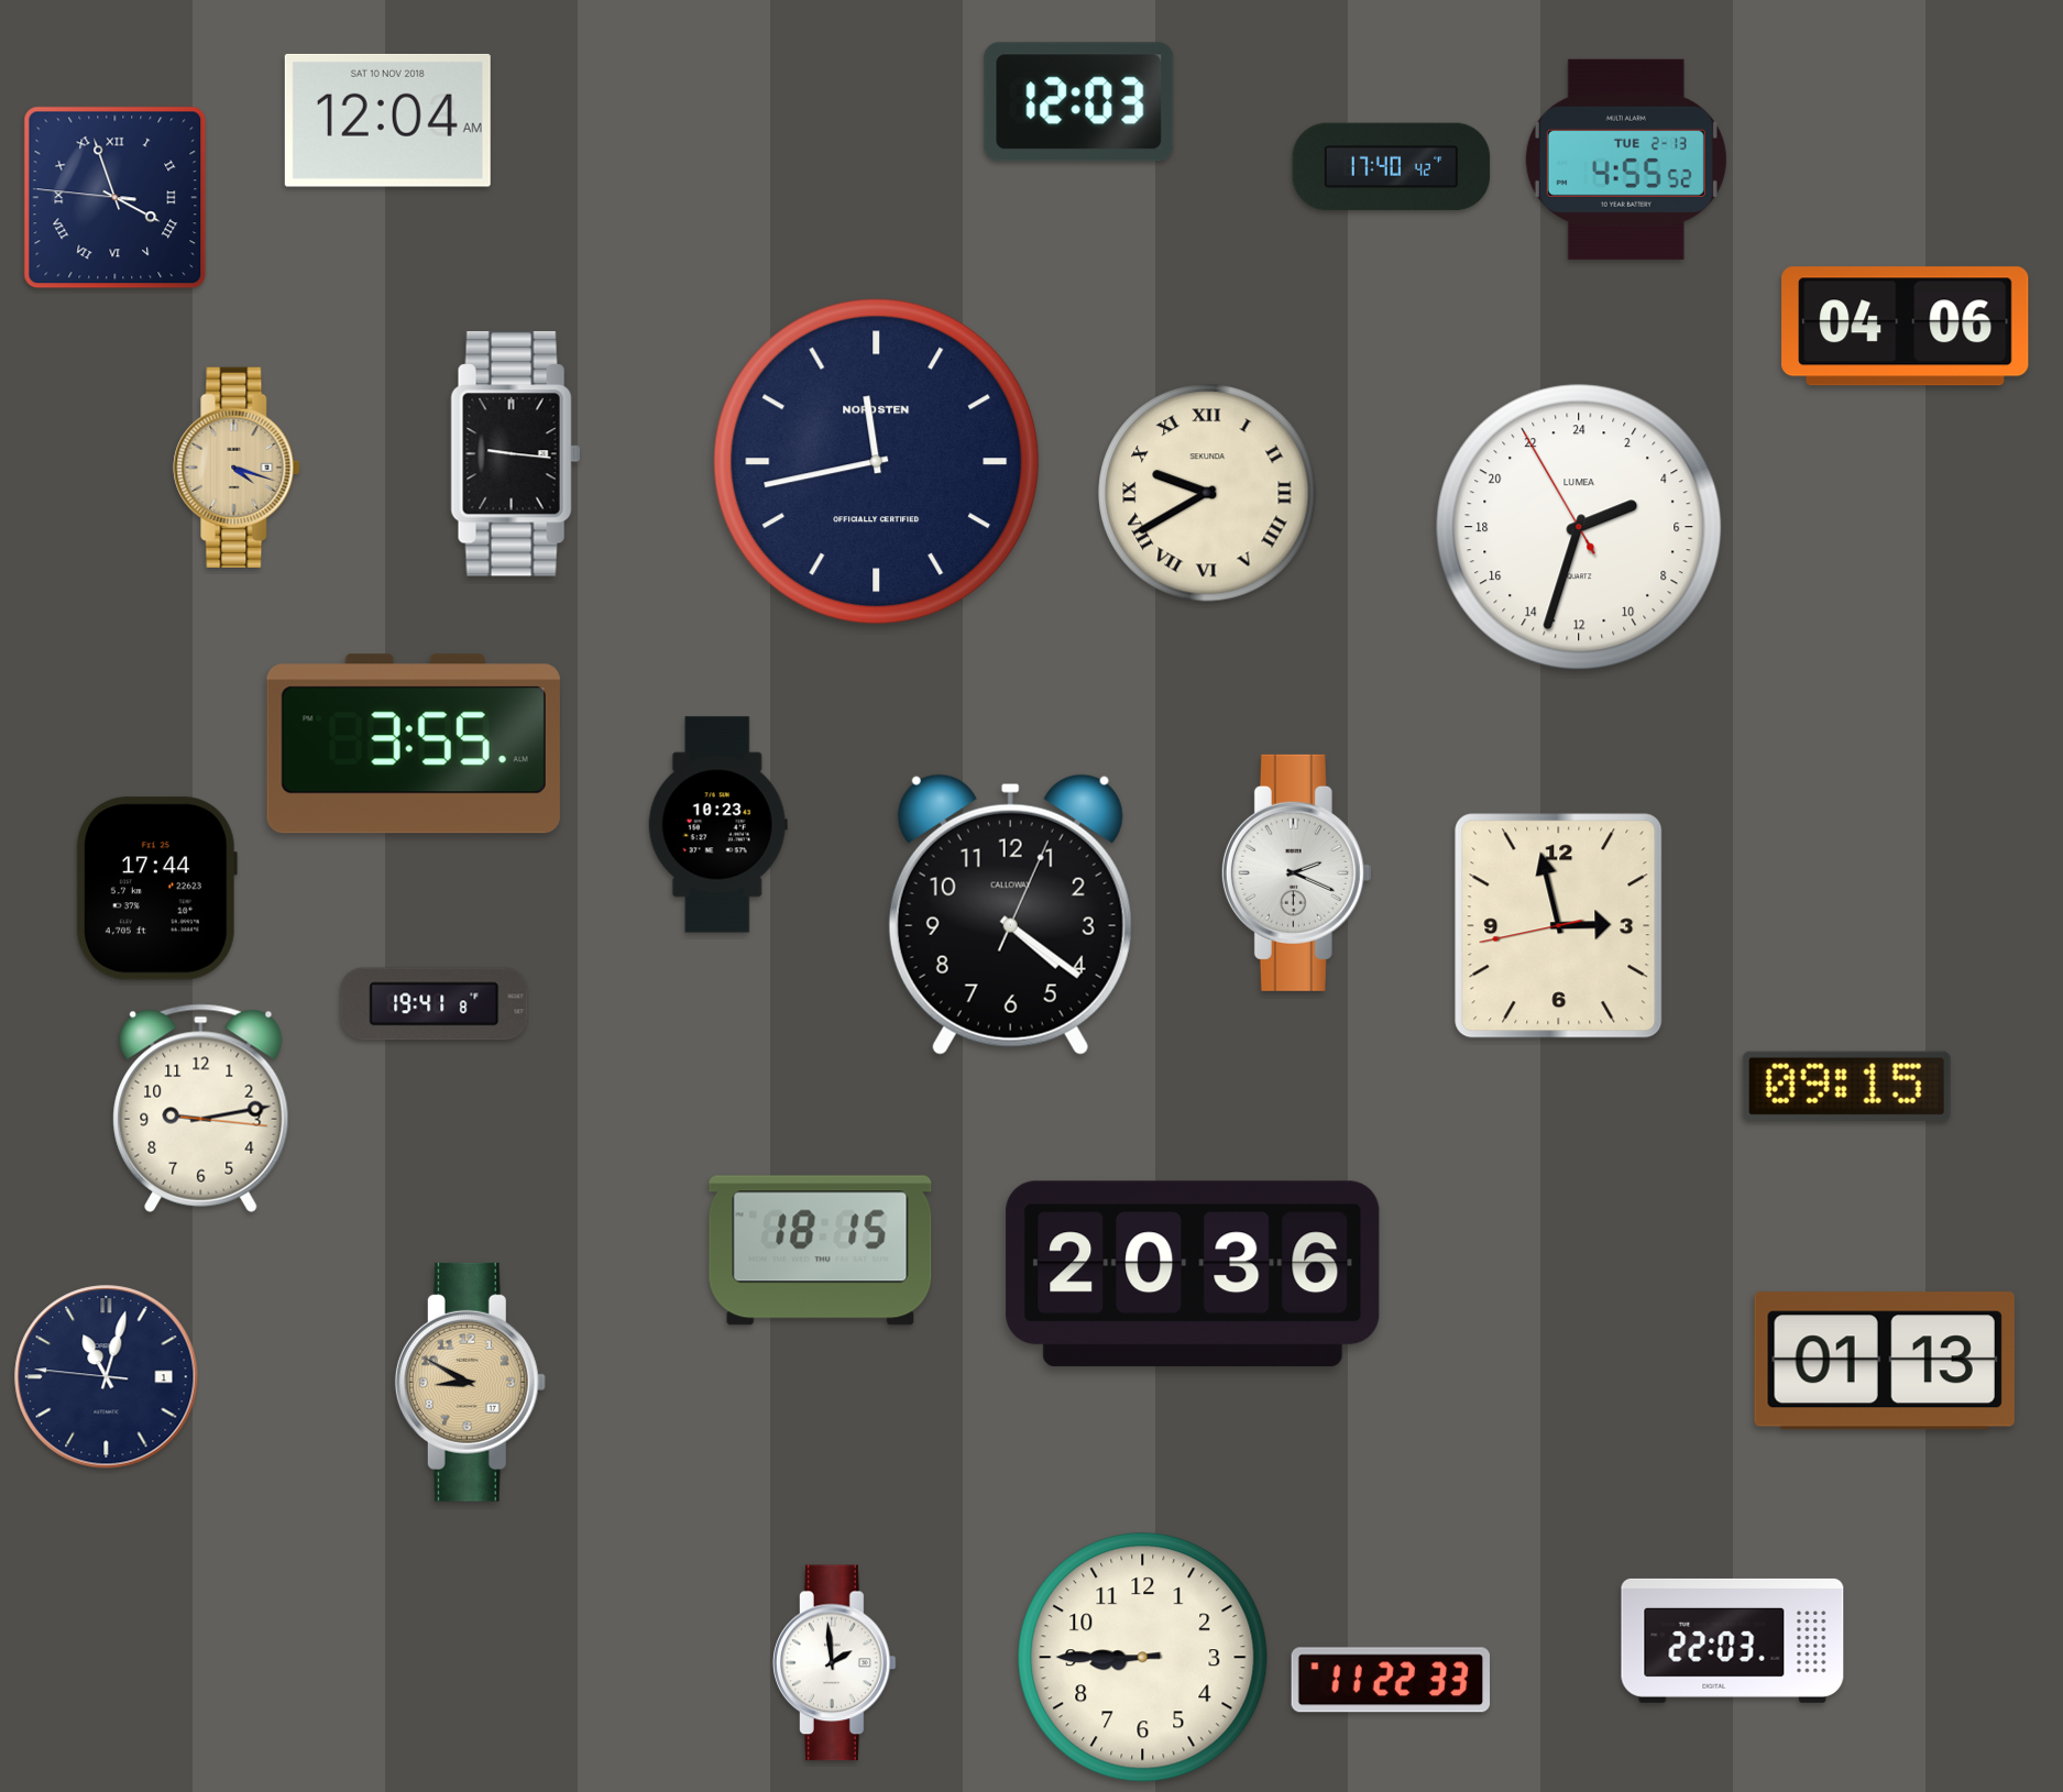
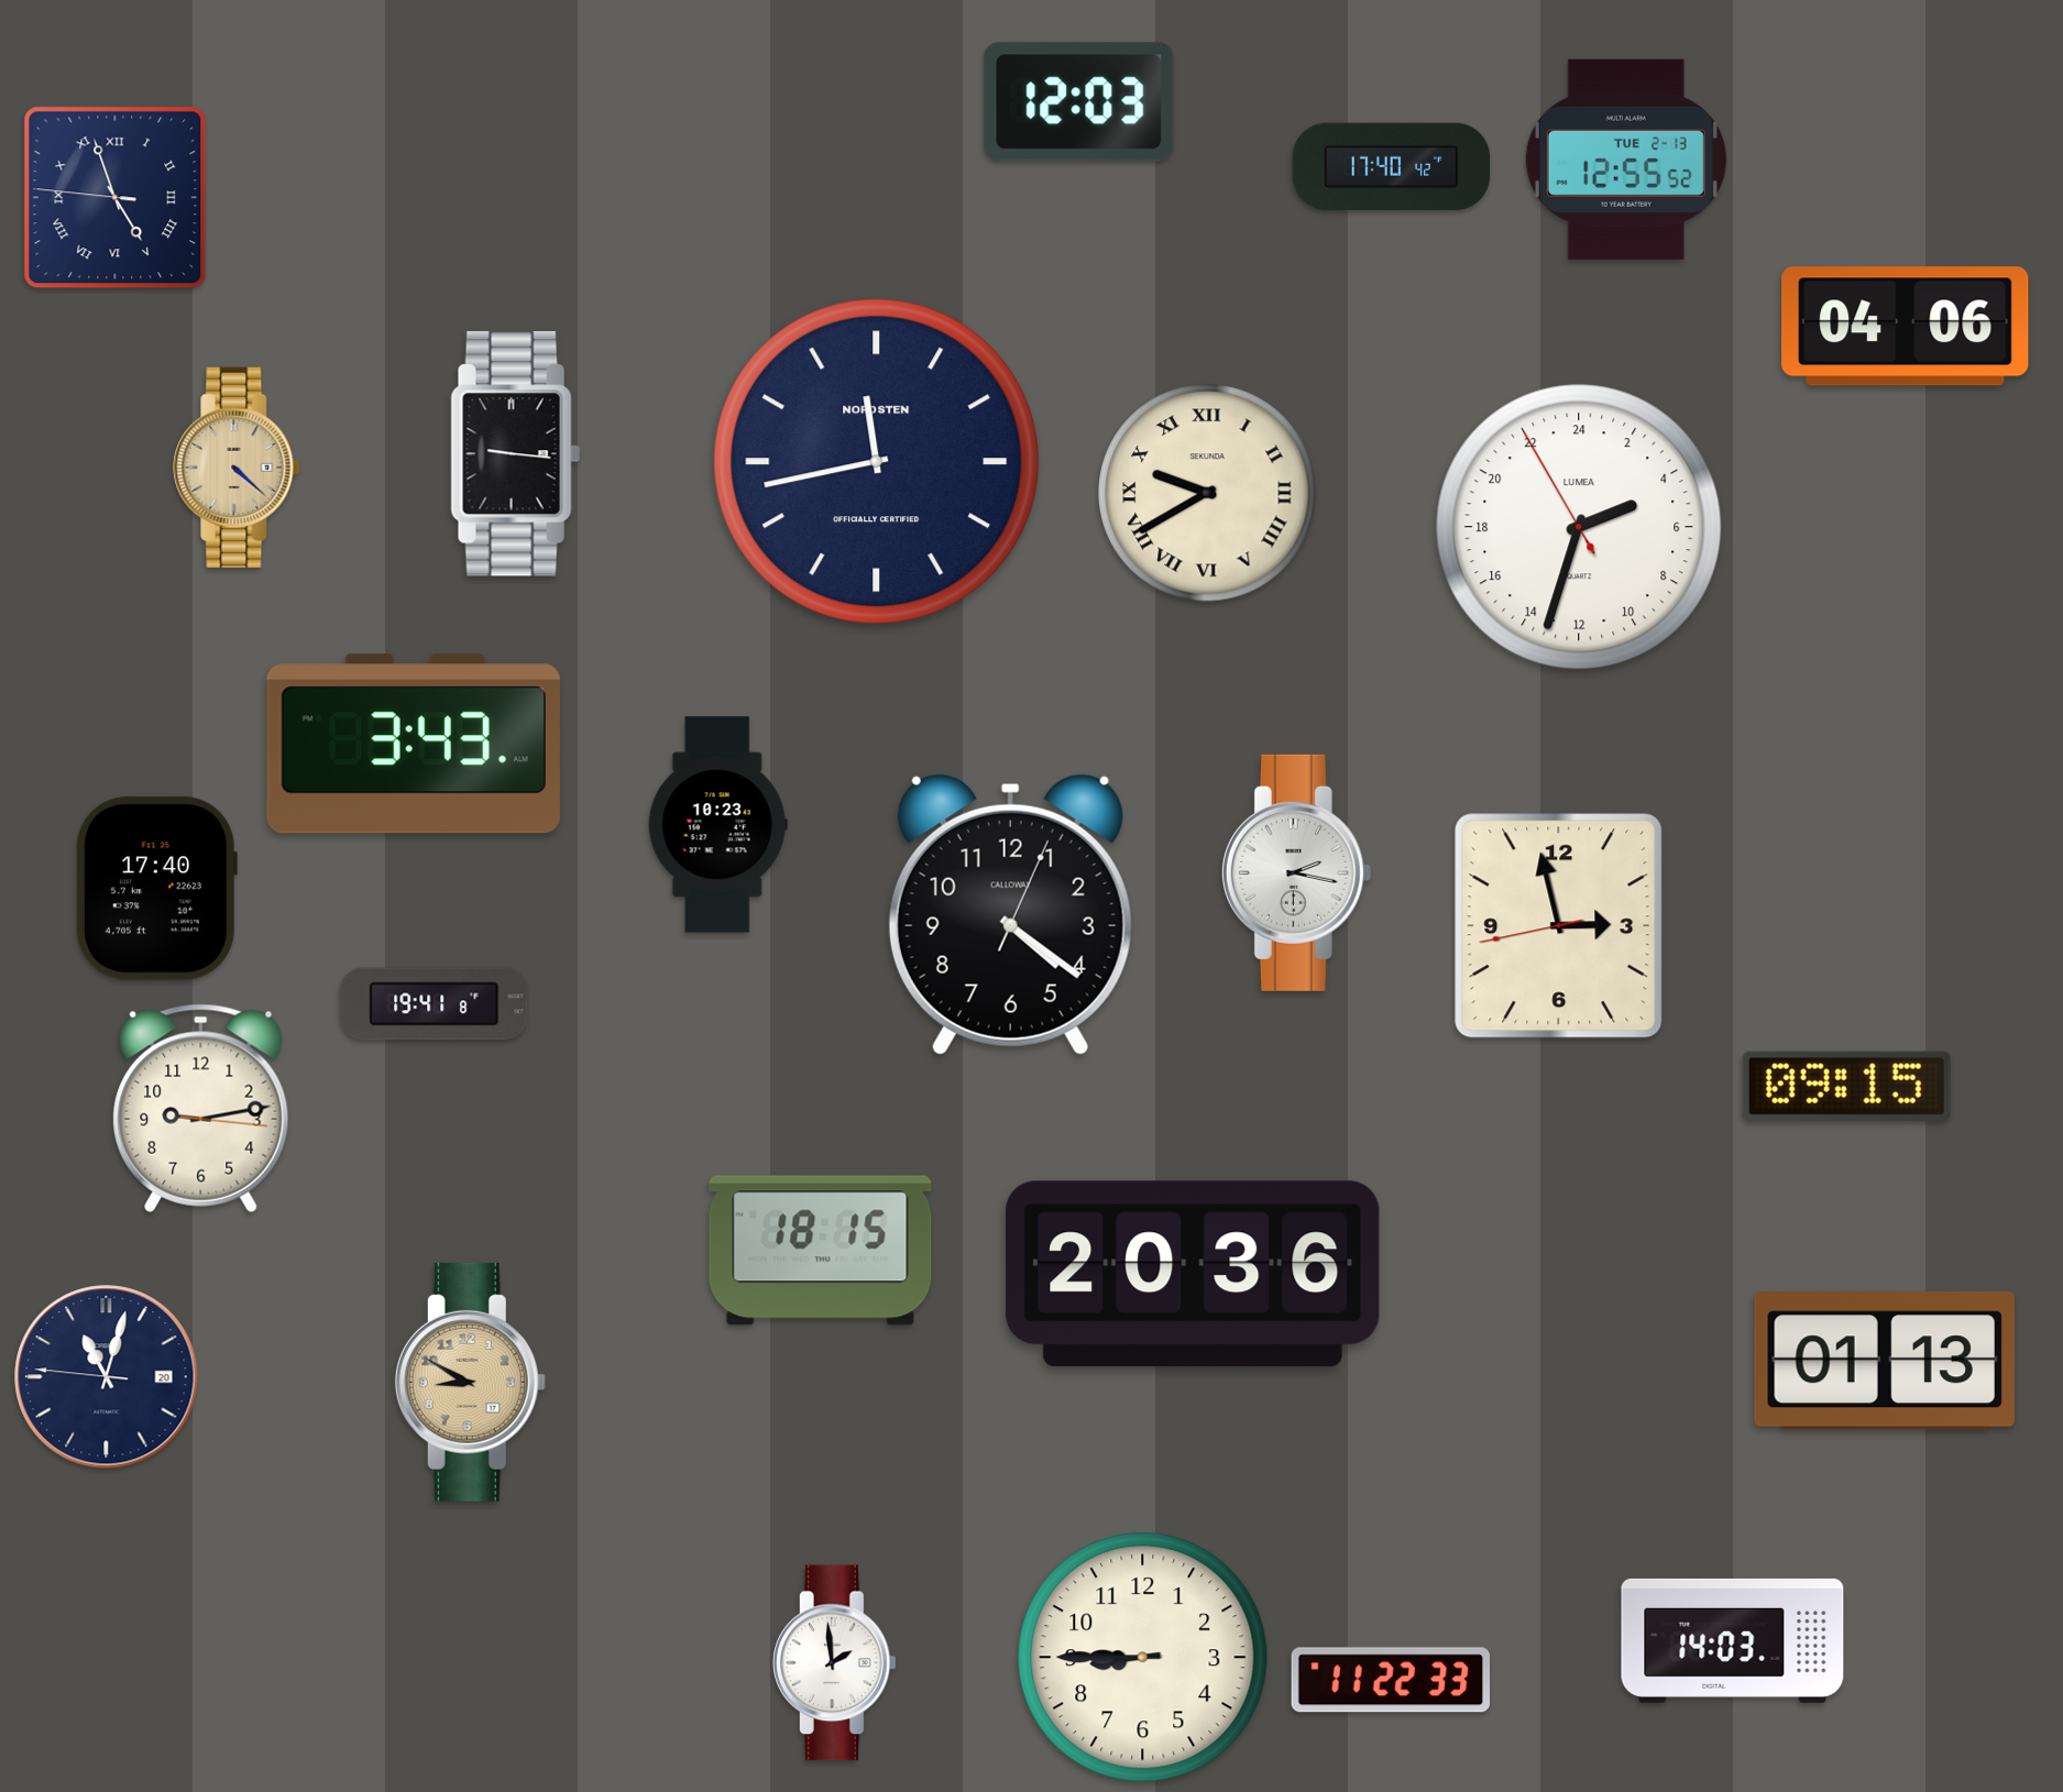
clock at (387, 120): 12:04 -> none
clock at (1626, 160): 4:55 -> 12:55
clock at (116, 198): 3:56 -> 4:56
clock at (237, 468): 4:18 -> 4:22
clock at (414, 744): 3:55 -> 3:43
clock at (1296, 872): 2:19 -> 2:17
clock at (156, 889): 17:44 -> 17:40
clock at (107, 1377) date: 1 -> 20
clock at (1733, 1640): 22:03 -> 14:03
